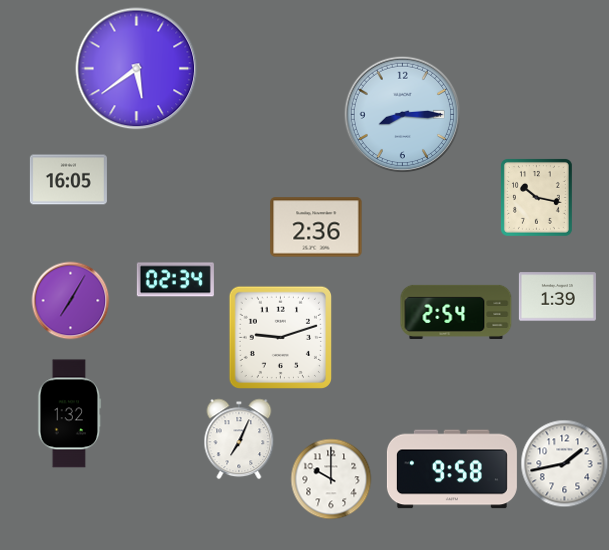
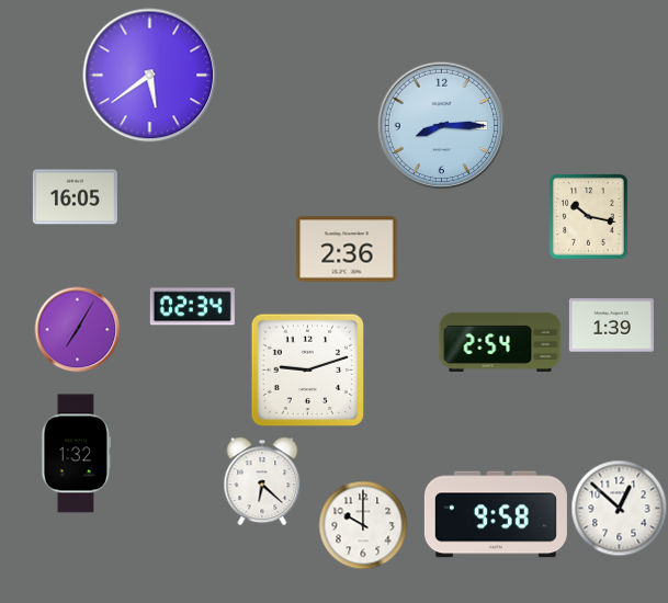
clock at (239, 439): 7:04 -> 6:22
clock at (564, 463): 1:43 -> 12:52
